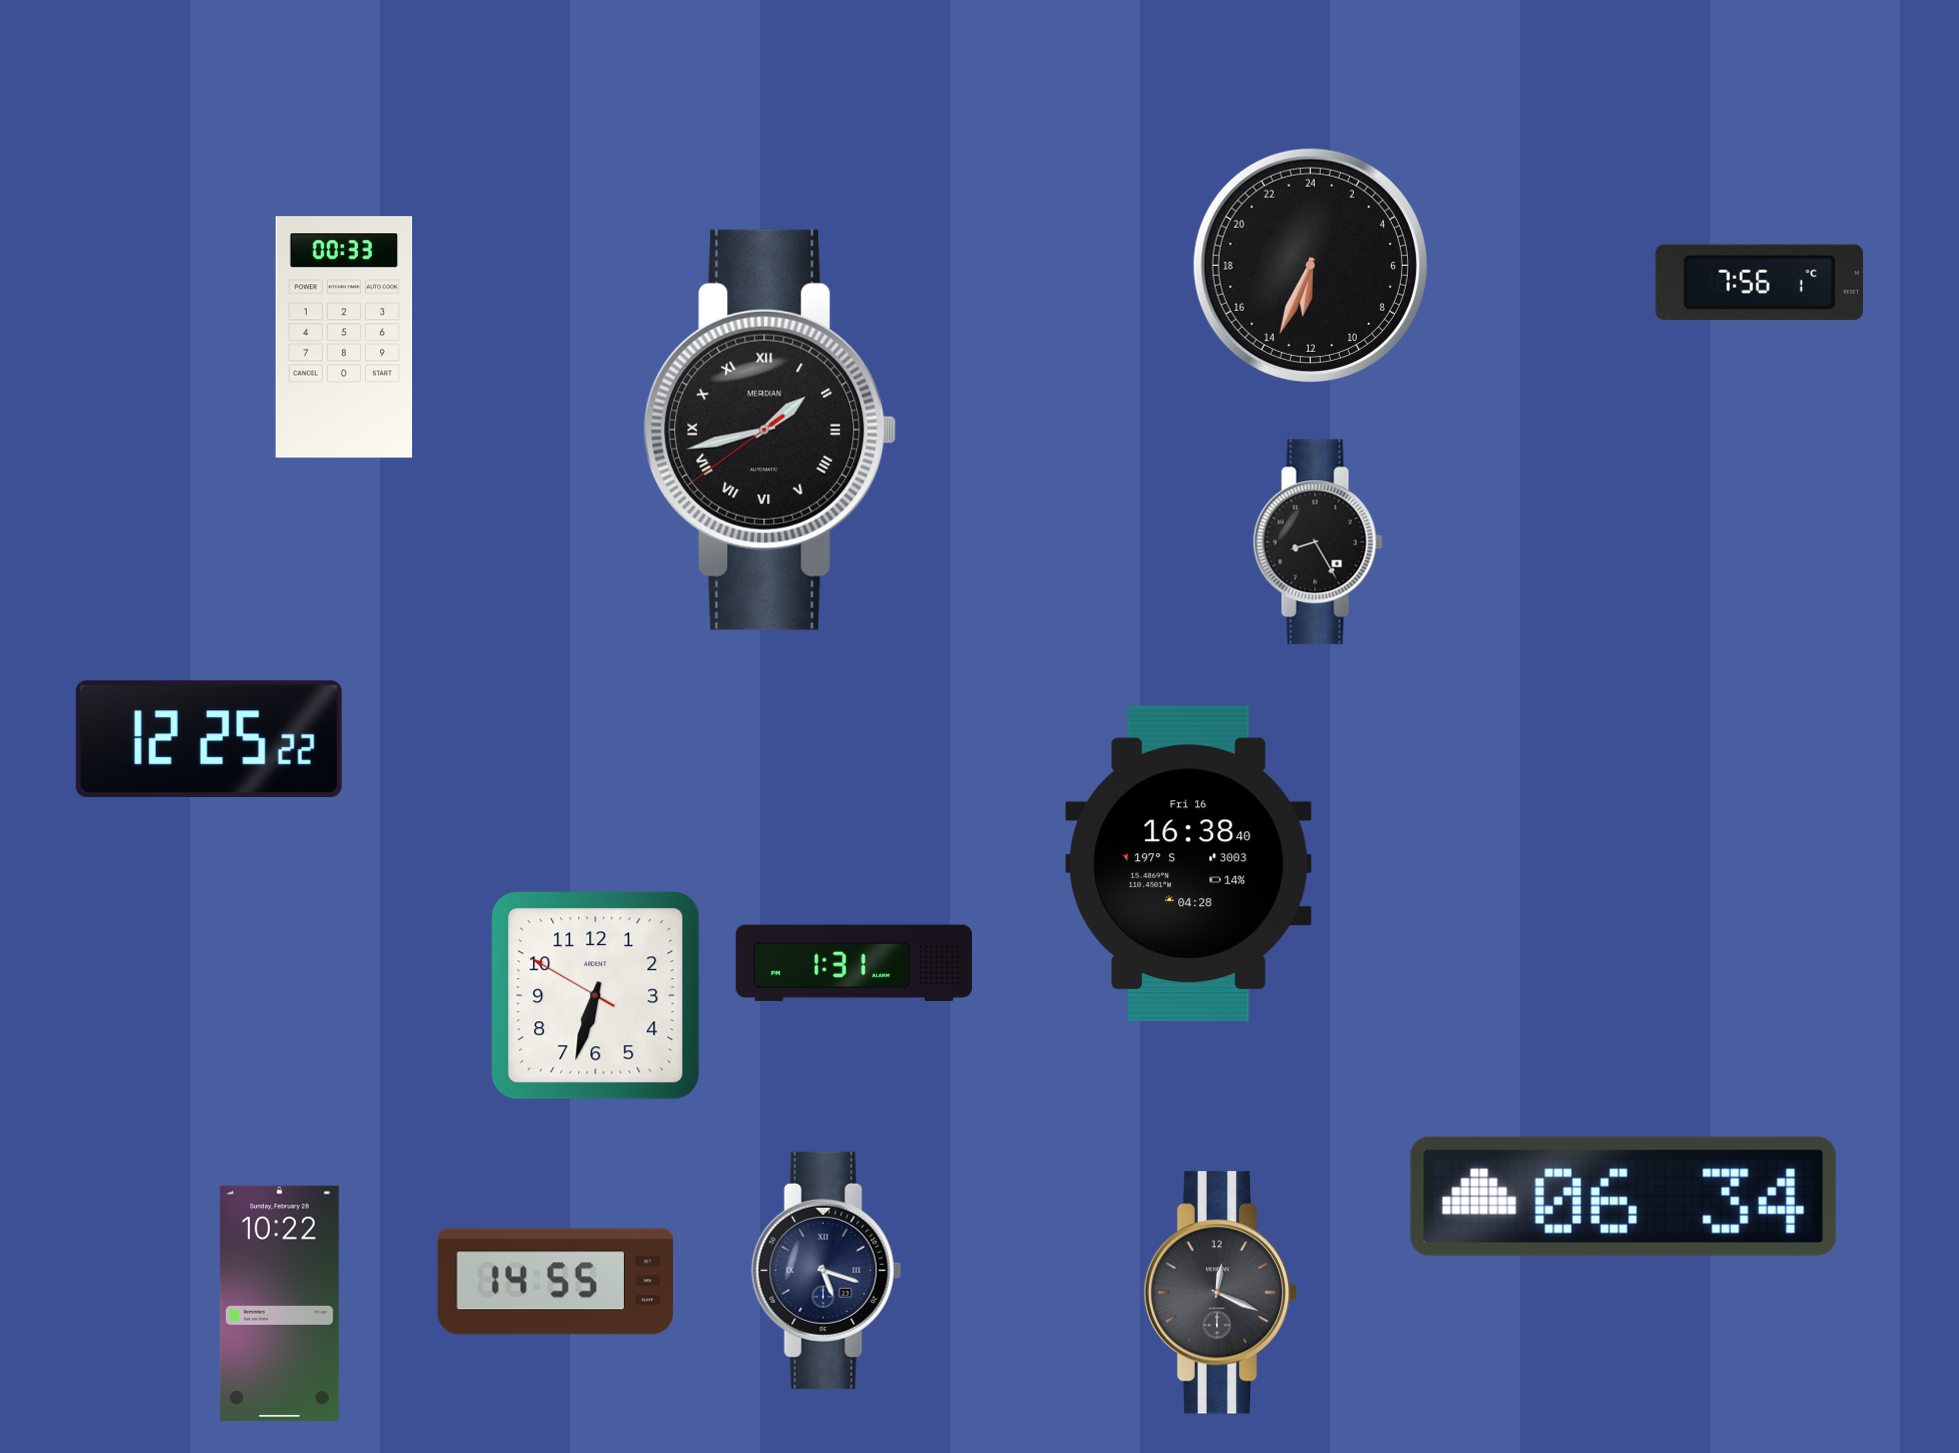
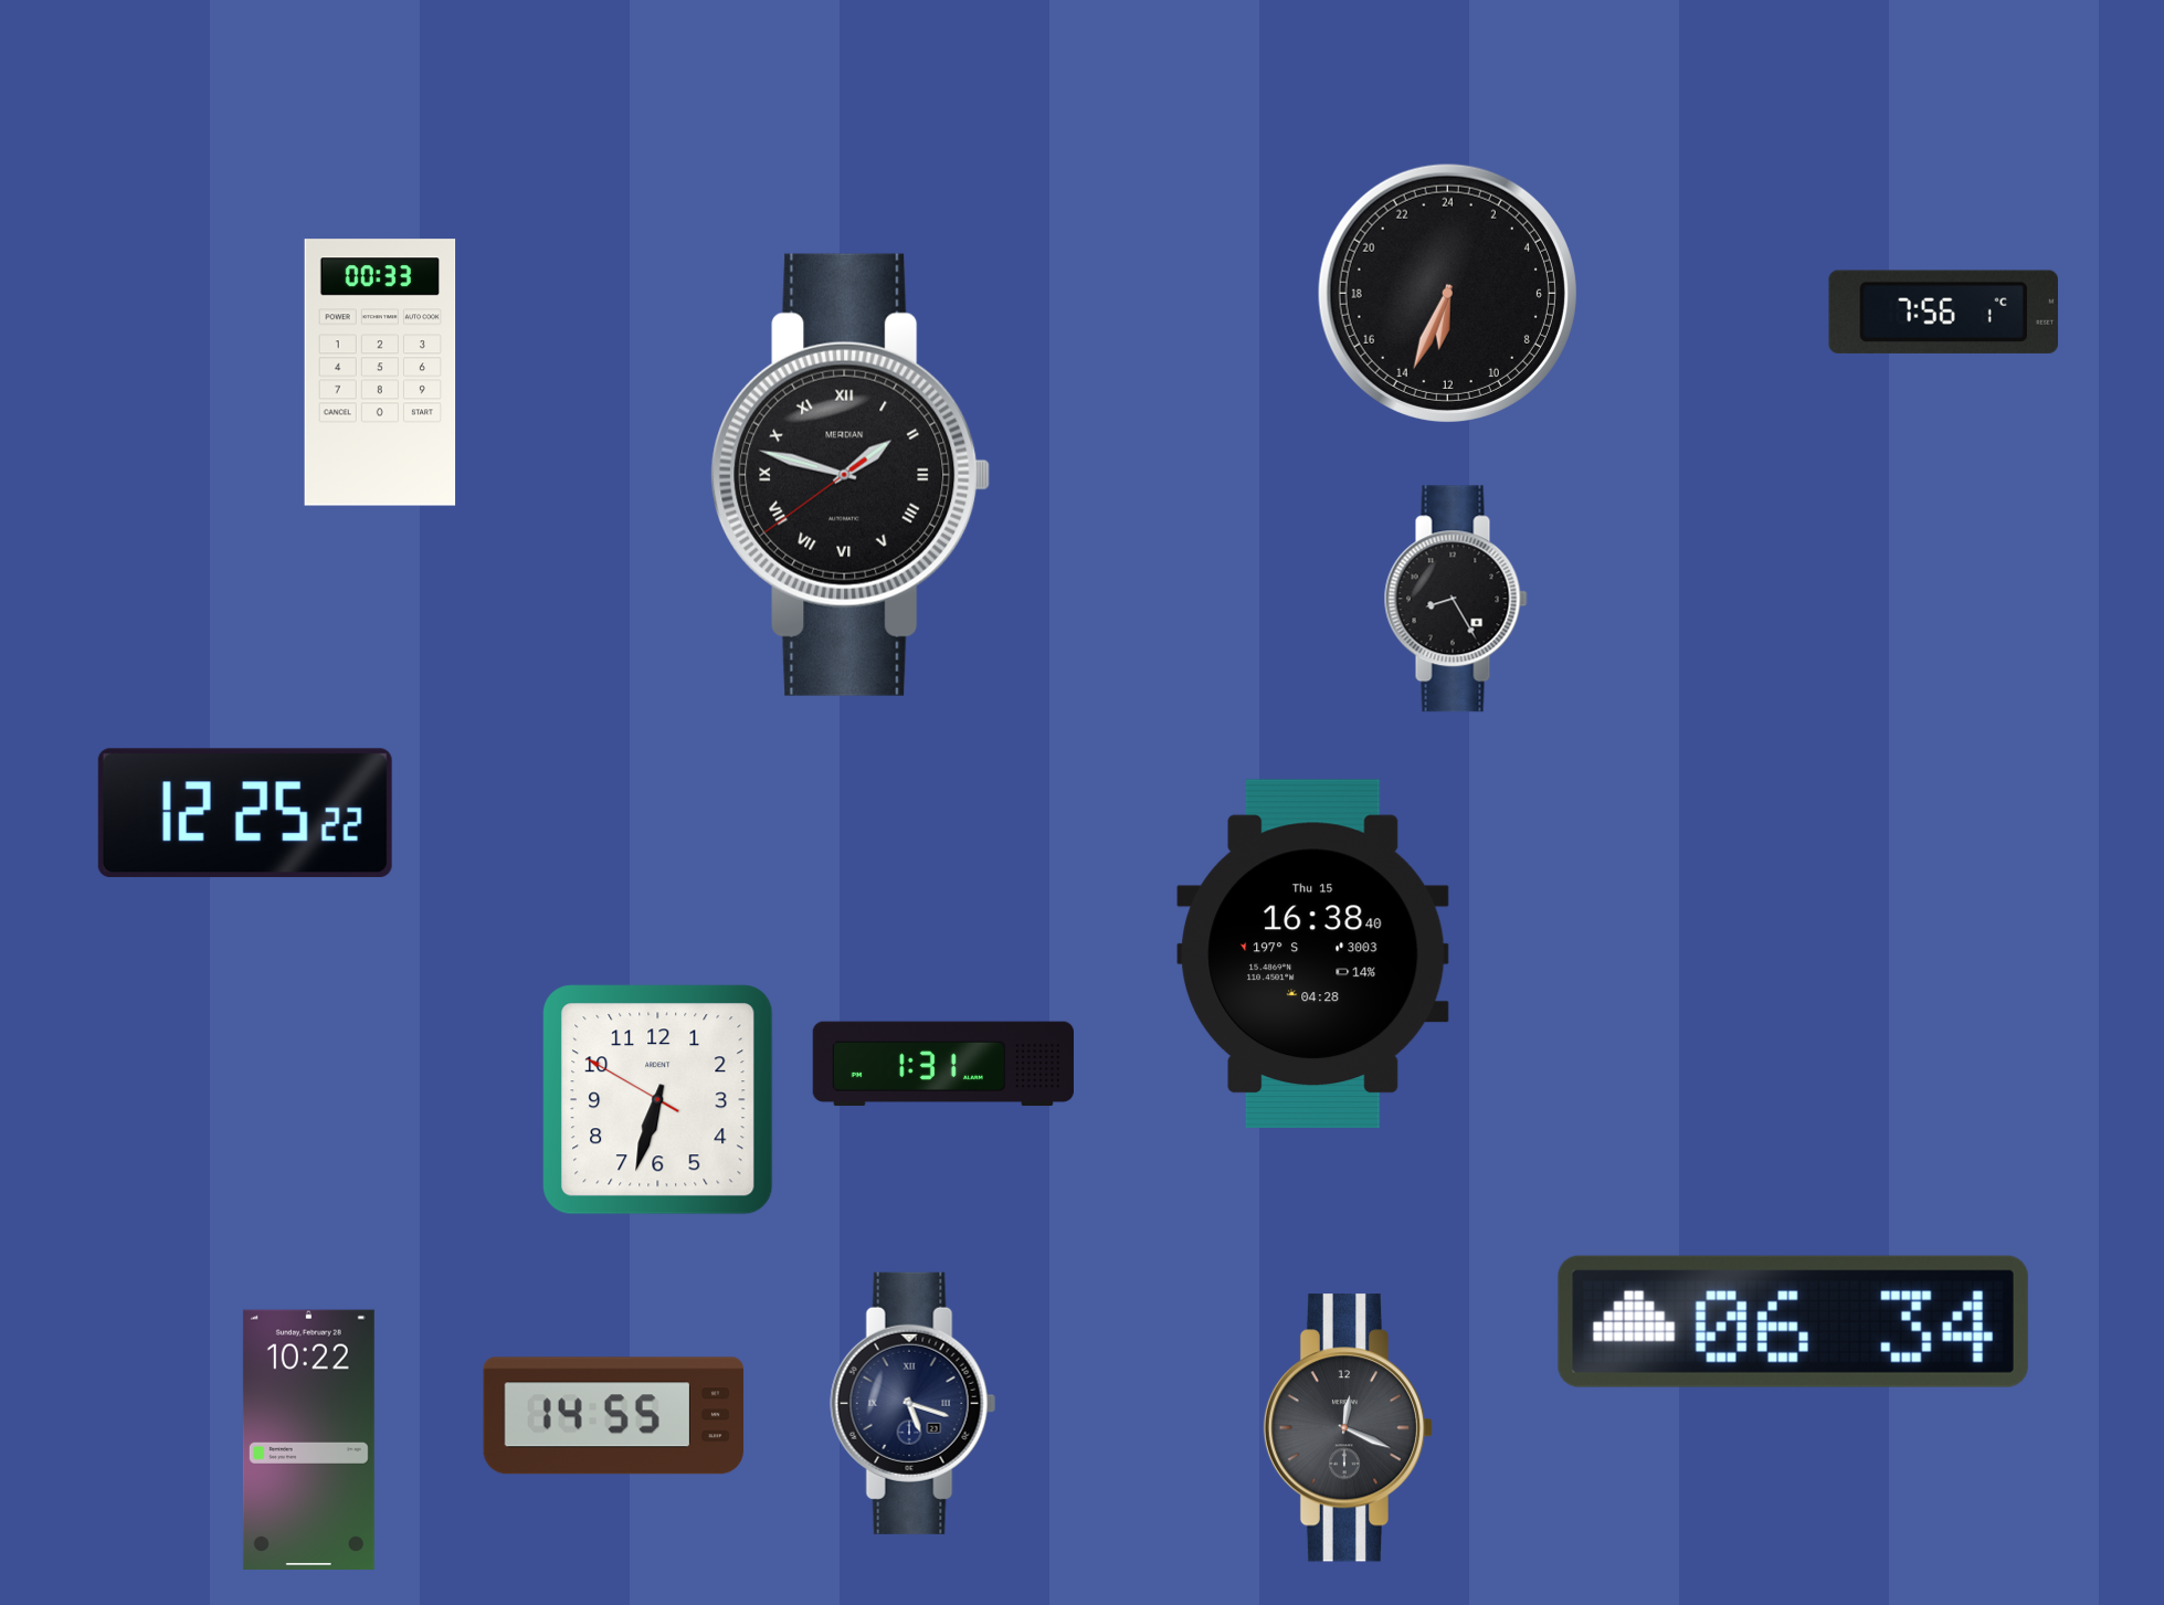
clock at (770, 430): 1:42 -> 1:47
clock at (209, 739) position: (209, 739) -> (245, 813)
clock at (1189, 863) date: Fri 16 -> Thu 15
